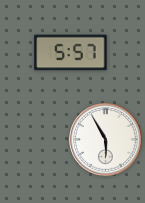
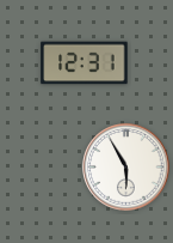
clock at (71, 53): 5:57 -> 12:31
